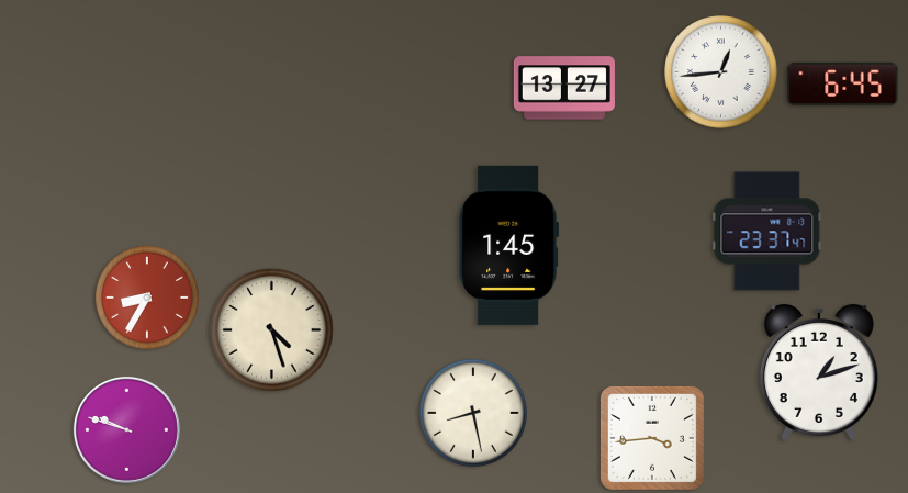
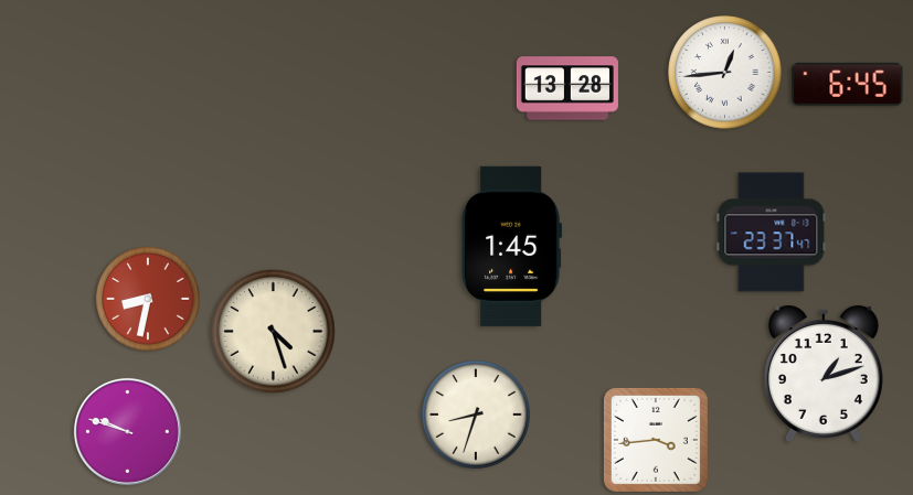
clock at (564, 88): 13:27 -> 13:28
clock at (148, 299): 8:35 -> 8:32
clock at (473, 413): 8:28 -> 8:33
